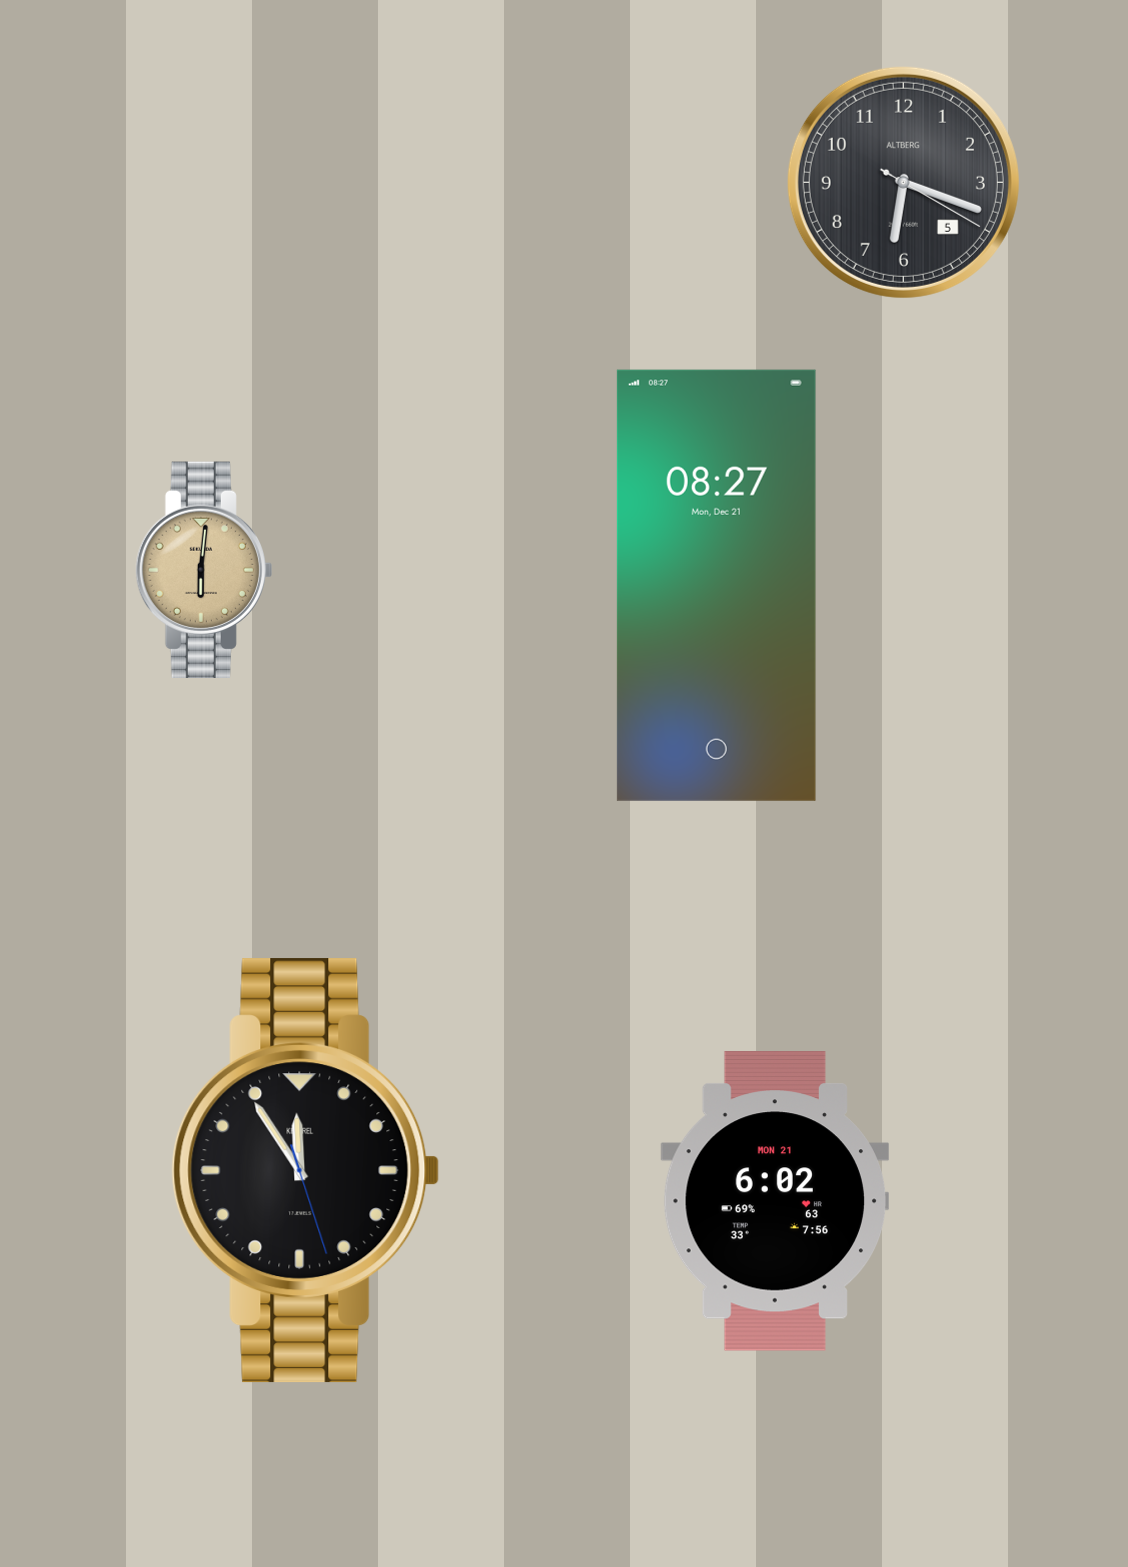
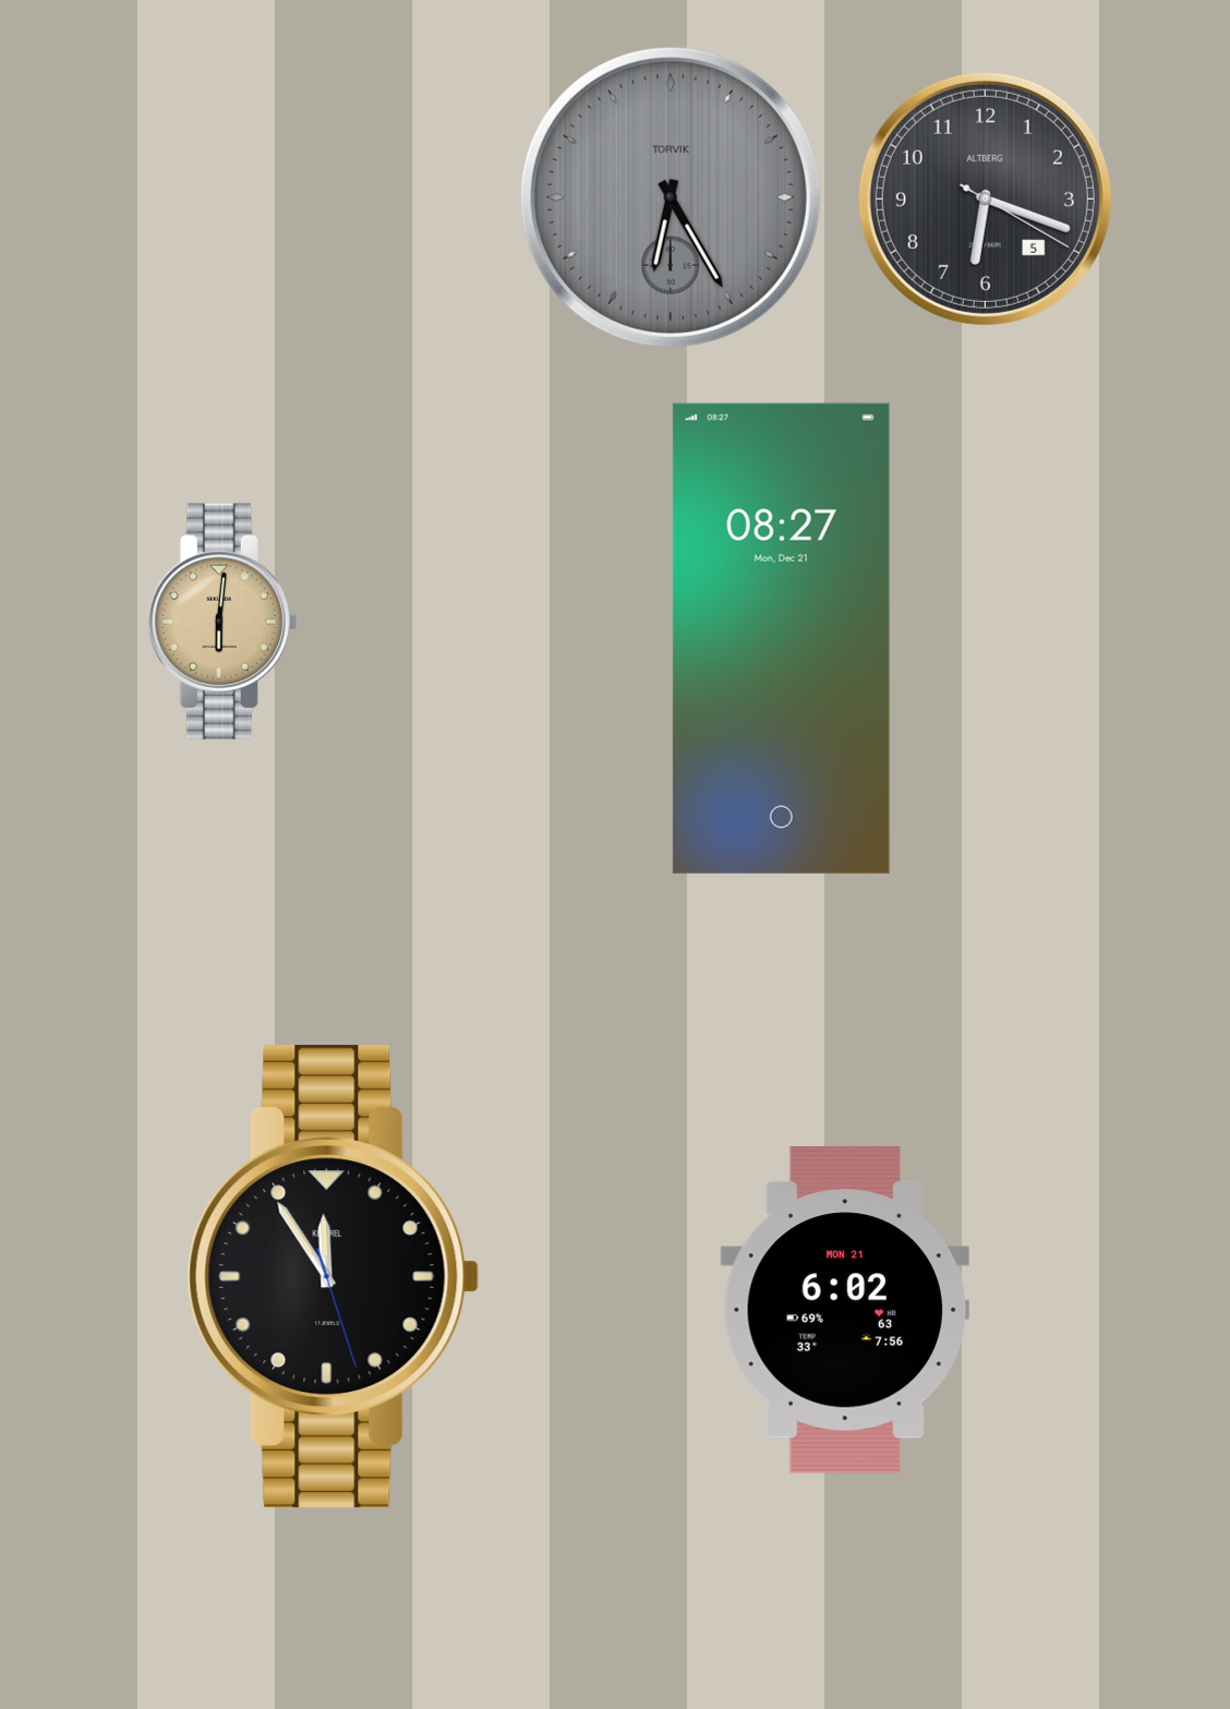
clock at (671, 197): none -> 6:25
